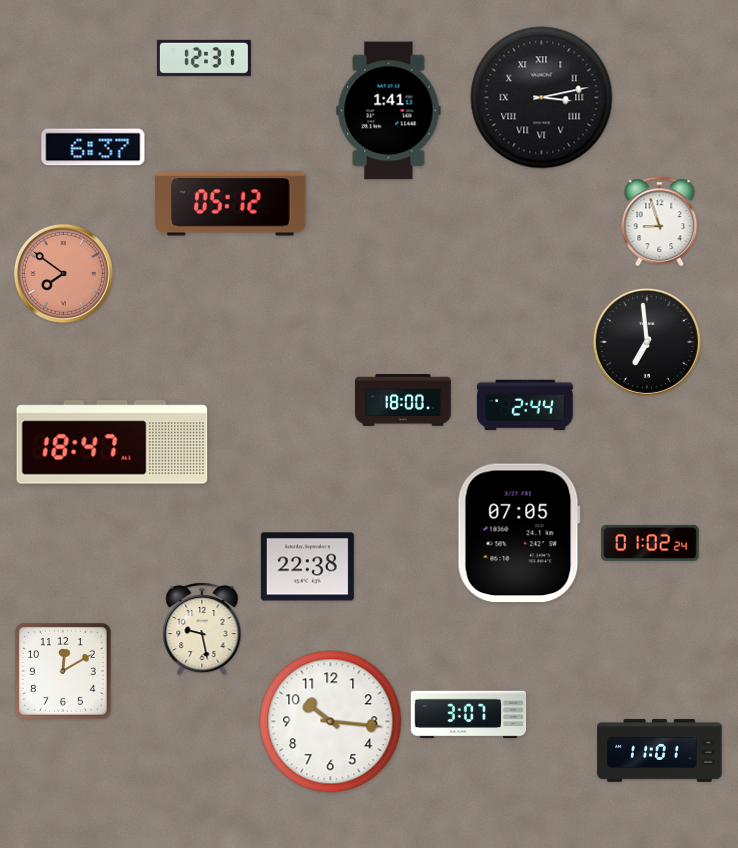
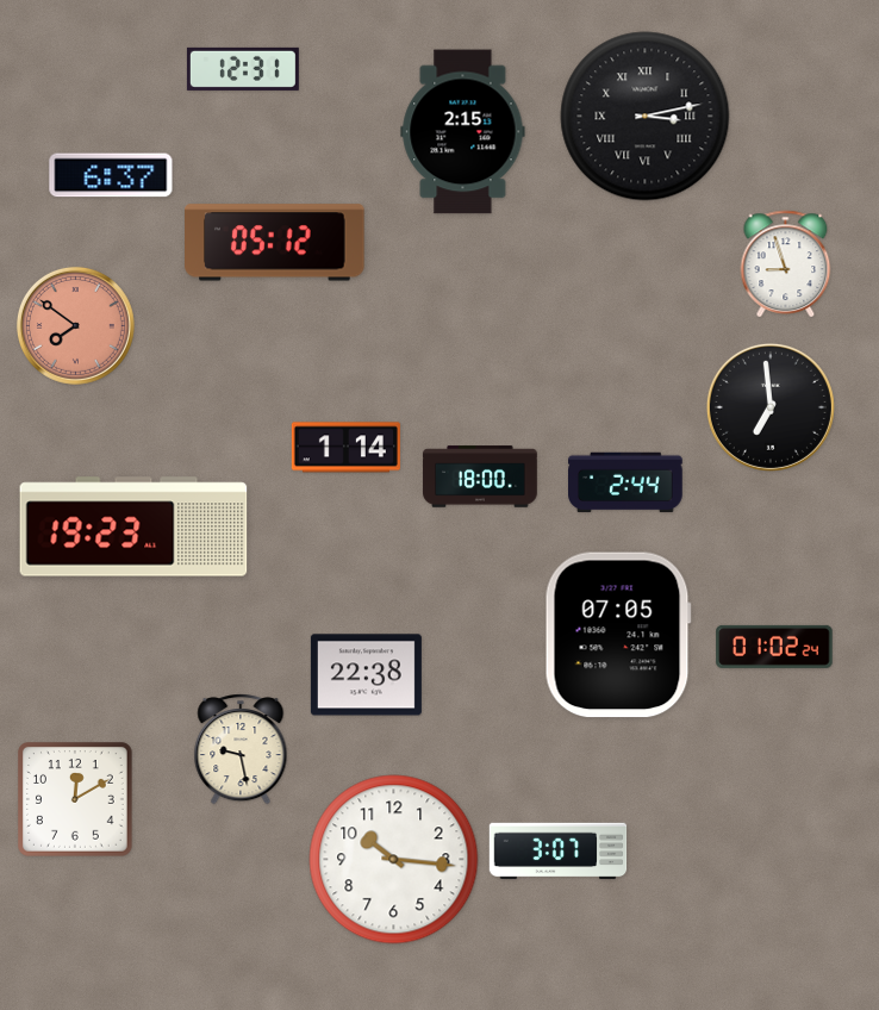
clock at (389, 111): 1:41 -> 2:15
clock at (345, 448): none -> 1:14
clock at (112, 442): 18:47 -> 19:23
clock at (660, 751): 11:01 -> none
